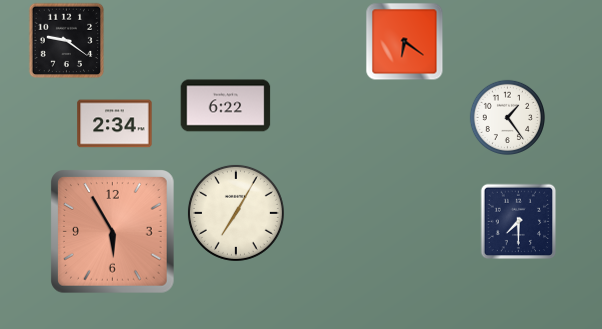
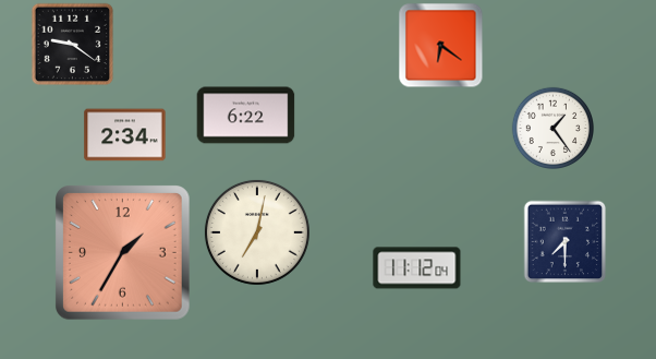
clock at (236, 213): 7:05 -> 7:02
clock at (113, 232): 5:55 -> 1:35
clock at (417, 268): none -> 11:12
